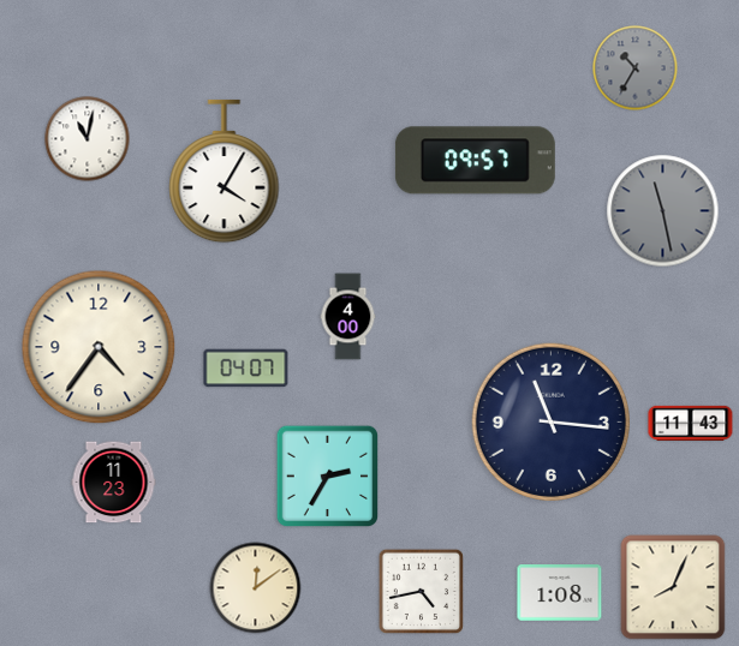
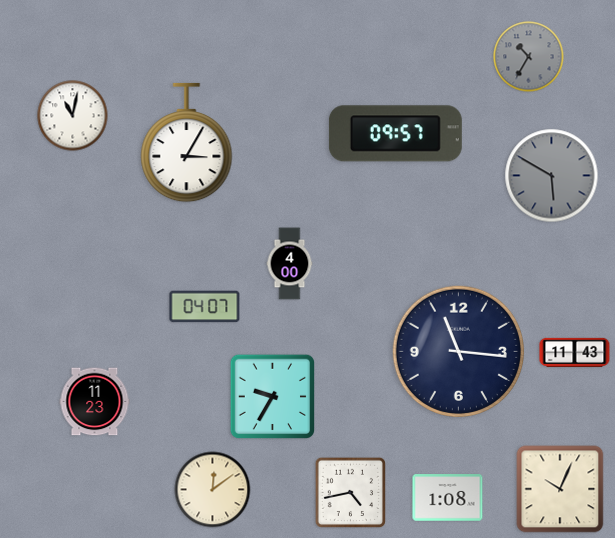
clock at (225, 172): 4:05 -> 3:05
clock at (663, 211): 11:28 -> 5:50
clock at (99, 347): 4:36 -> none
clock at (327, 475): 2:35 -> 9:35
clock at (673, 587): 8:04 -> 10:04
clock at (560, 593) position: (560, 593) -> (448, 498)
